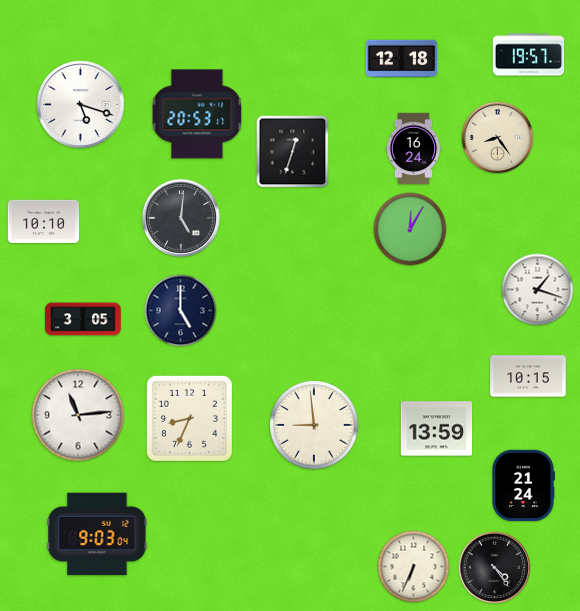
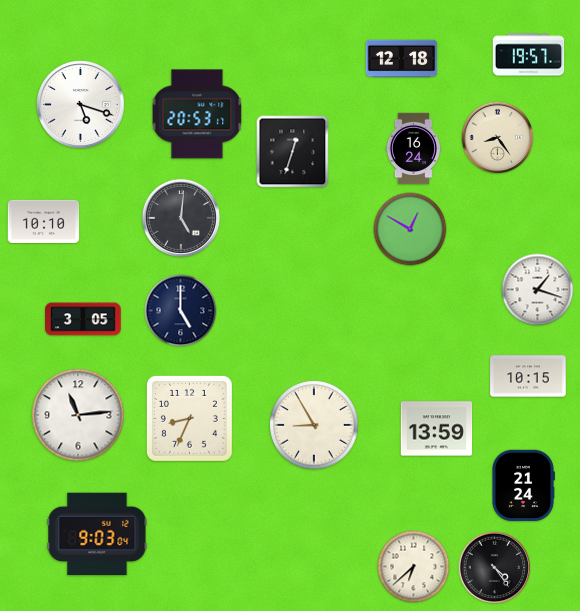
clock at (410, 229): 12:05 -> 12:50
clock at (314, 425): 8:59 -> 8:55
clock at (414, 567): 6:34 -> 6:38
